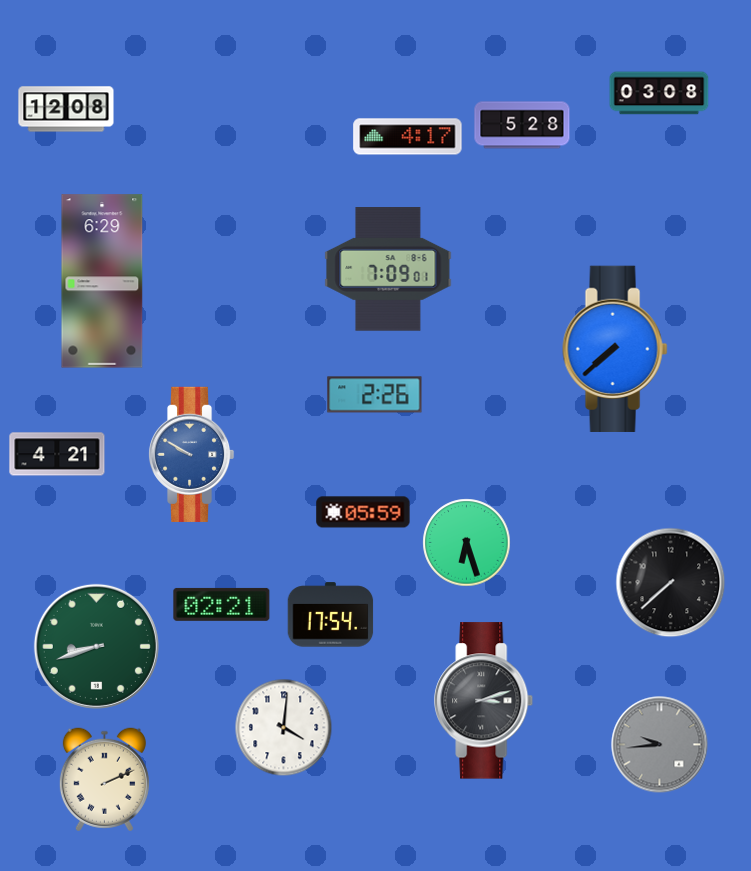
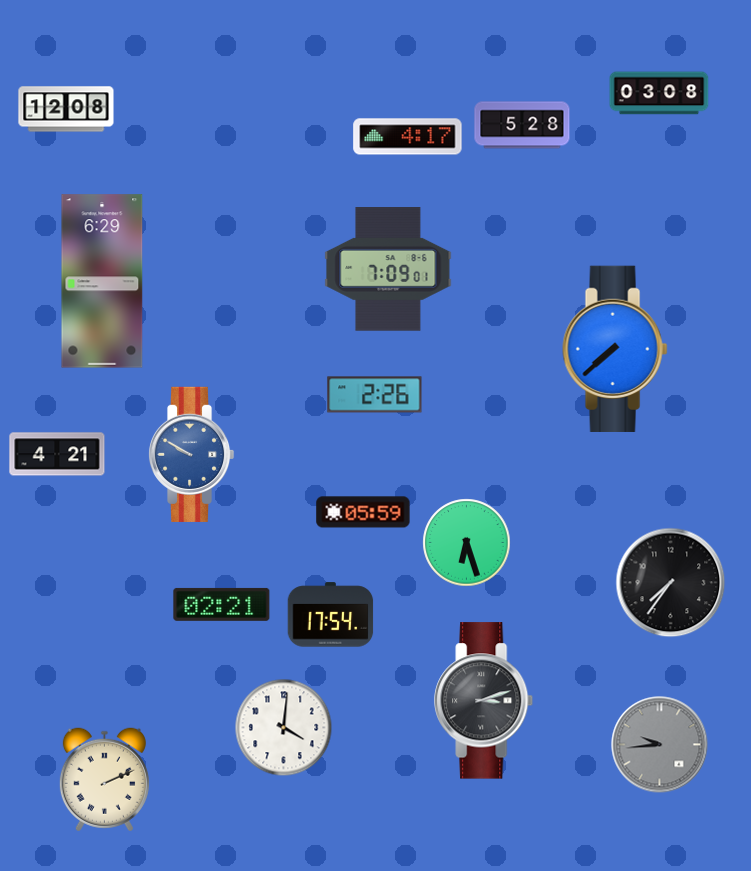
clock at (671, 583): 7:38 -> 7:36
clock at (96, 646): 8:42 -> none
